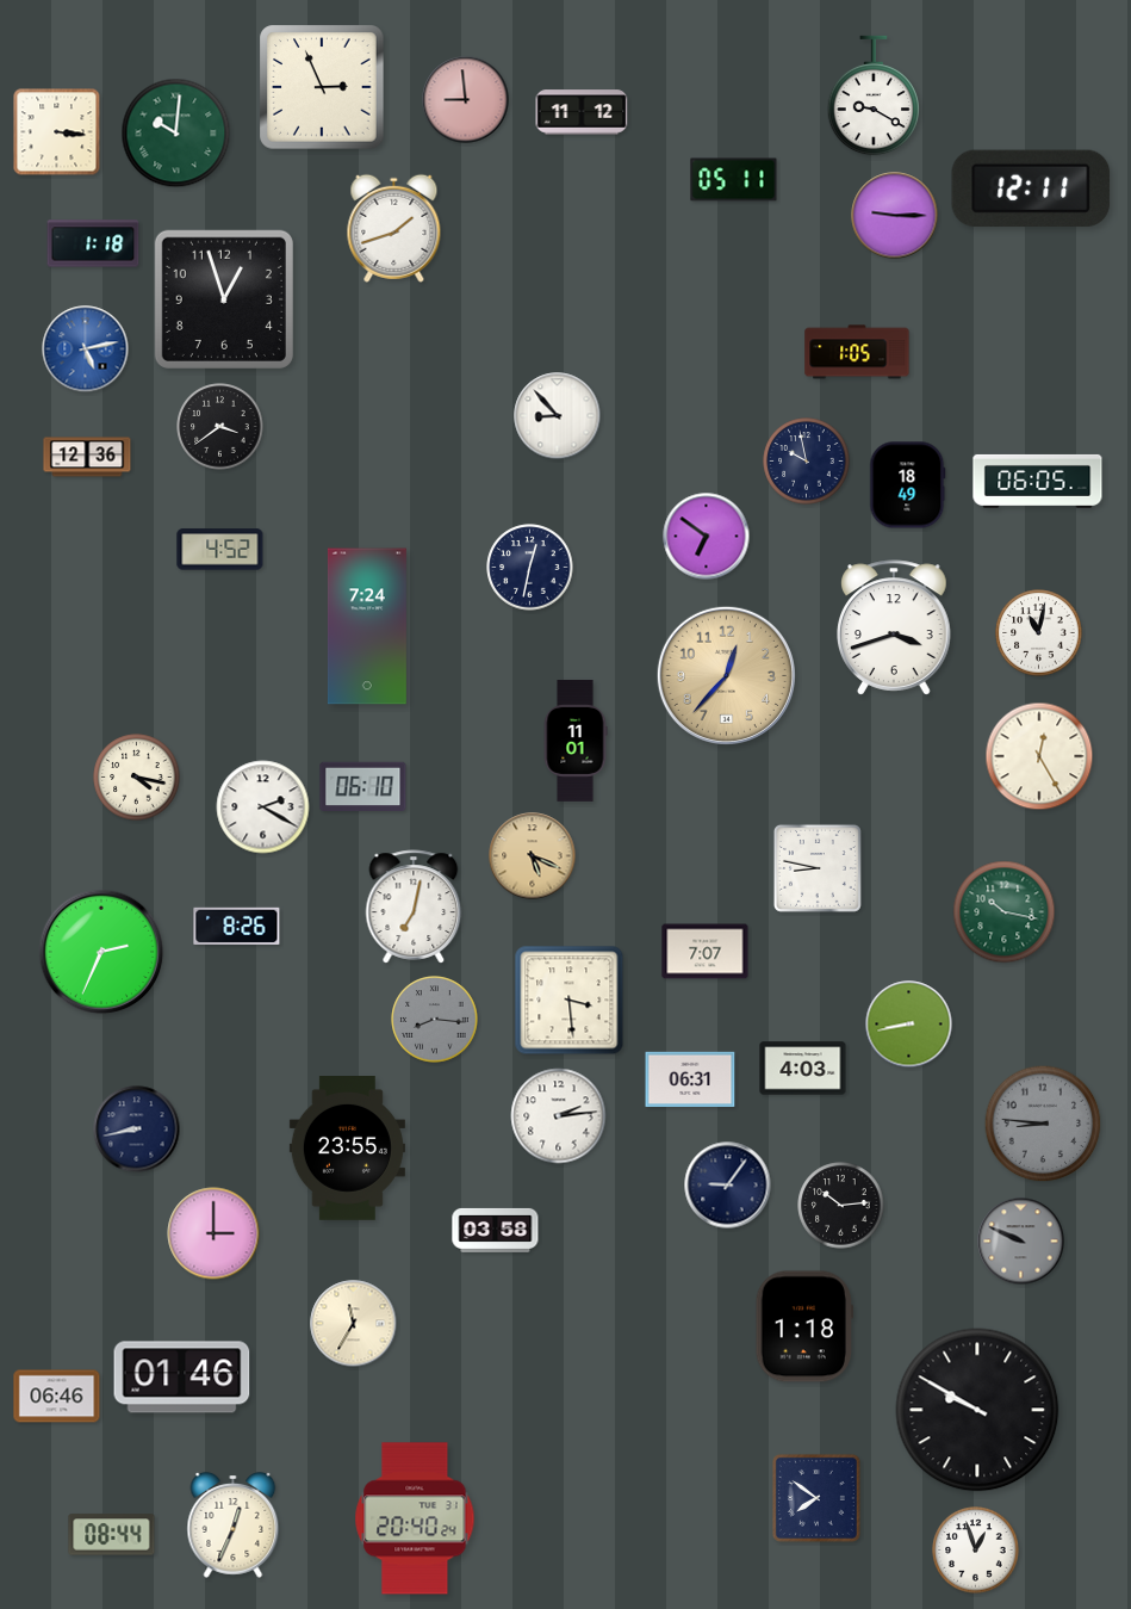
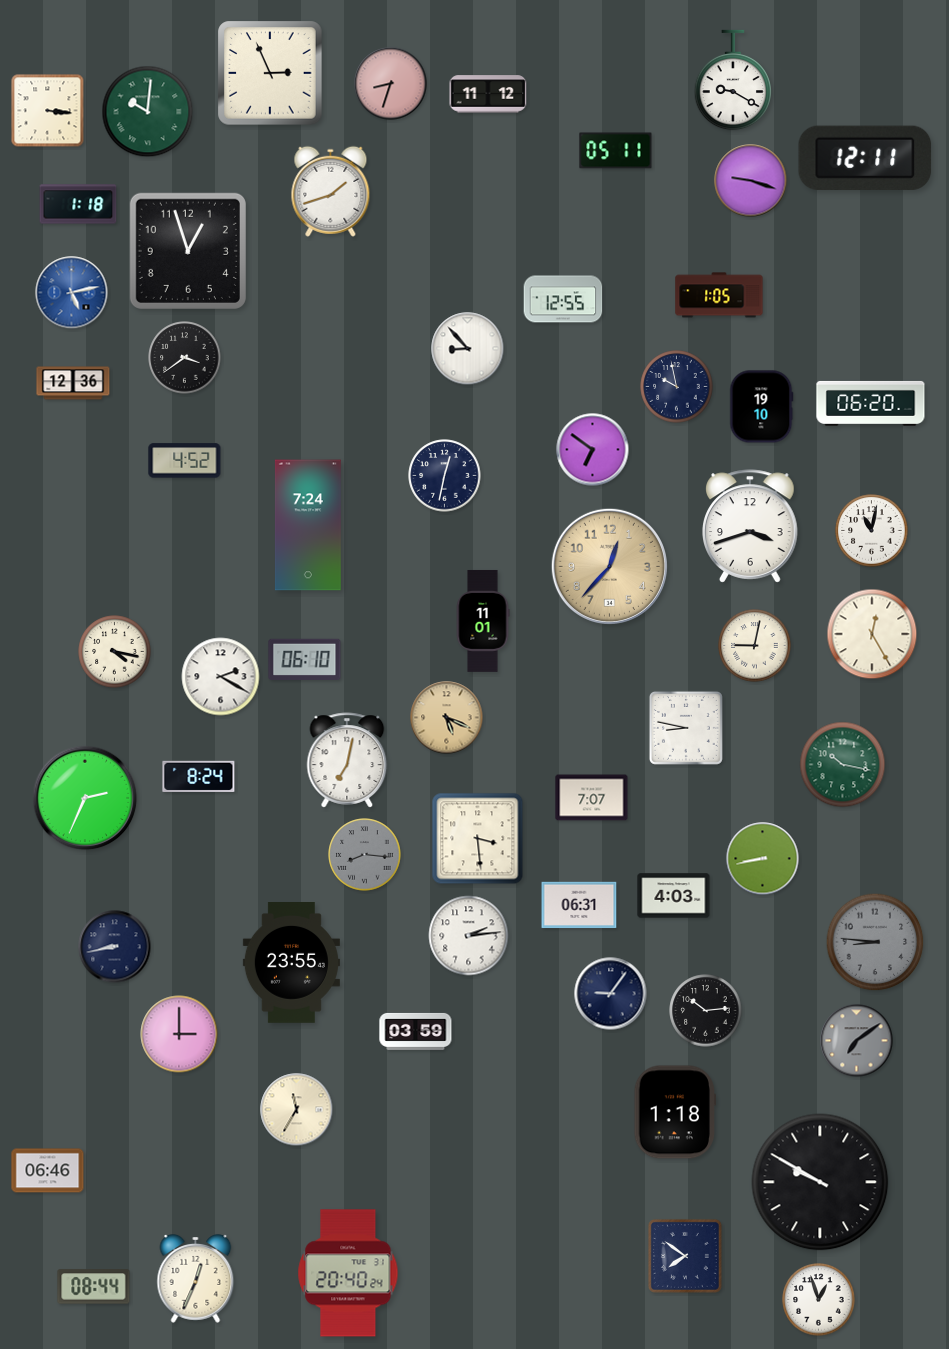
clock at (466, 100): 8:59 -> 8:33
clock at (895, 216): 9:15 -> 9:18
clock at (563, 299): none -> 12:55
clock at (1038, 481): 06:05 -> 06:20
clock at (908, 485): 18:49 -> 19:10
clock at (755, 646): none -> 9:02
clock at (237, 926): 8:26 -> 8:24
clock at (496, 1230): 03:58 -> 03:59
clock at (1021, 1242): 9:49 -> 7:09
clock at (182, 1378): 01:46 -> none
